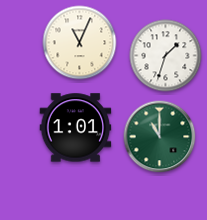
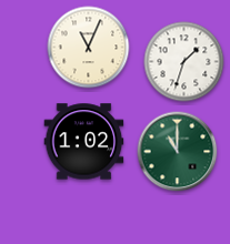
clock at (76, 128): 1:01 -> 1:02
